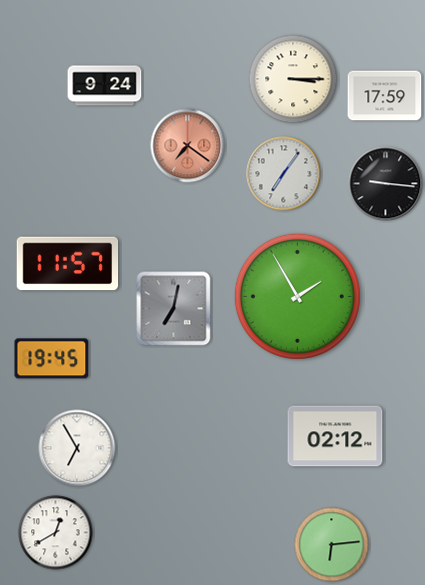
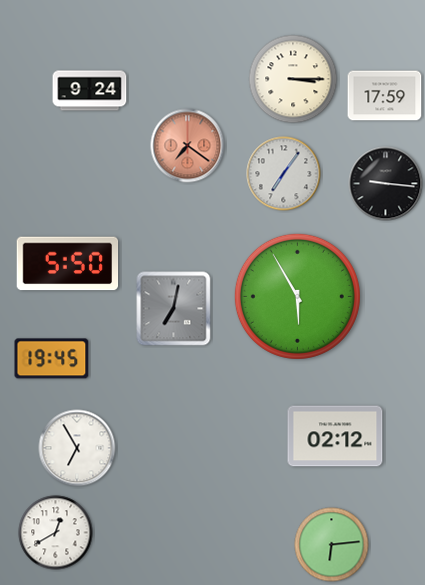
clock at (105, 86) position: (105, 86) -> (90, 91)
clock at (68, 264): 11:57 -> 5:50
clock at (297, 296): 1:55 -> 5:55
